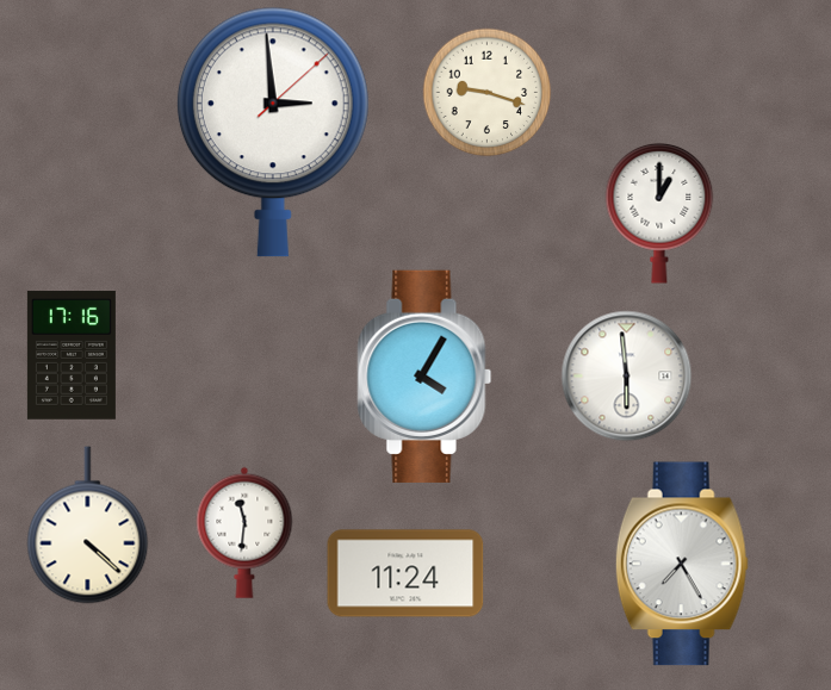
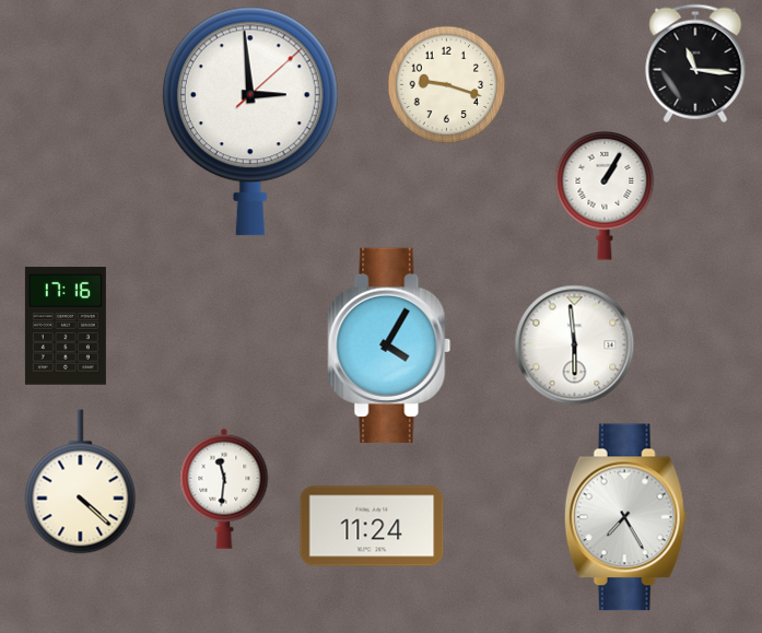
clock at (695, 63): none -> 11:16
clock at (659, 213): 1:00 -> 1:05
